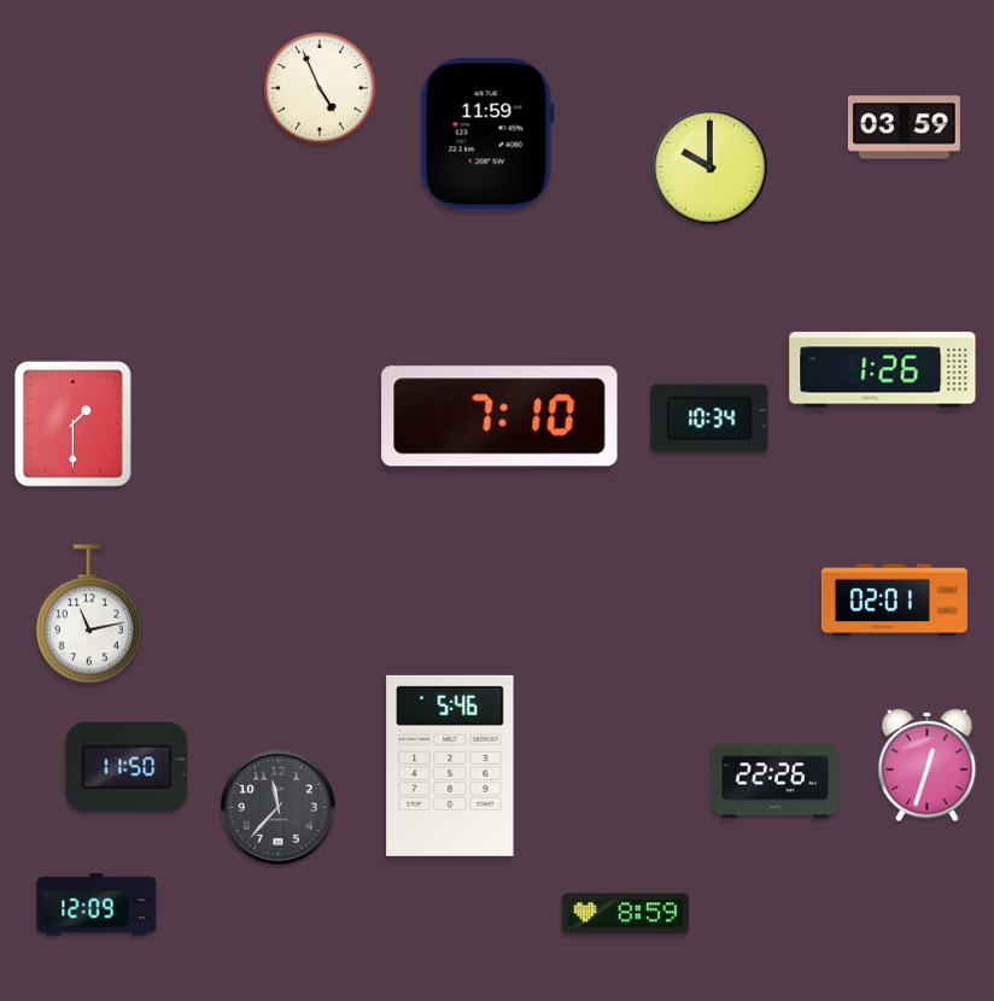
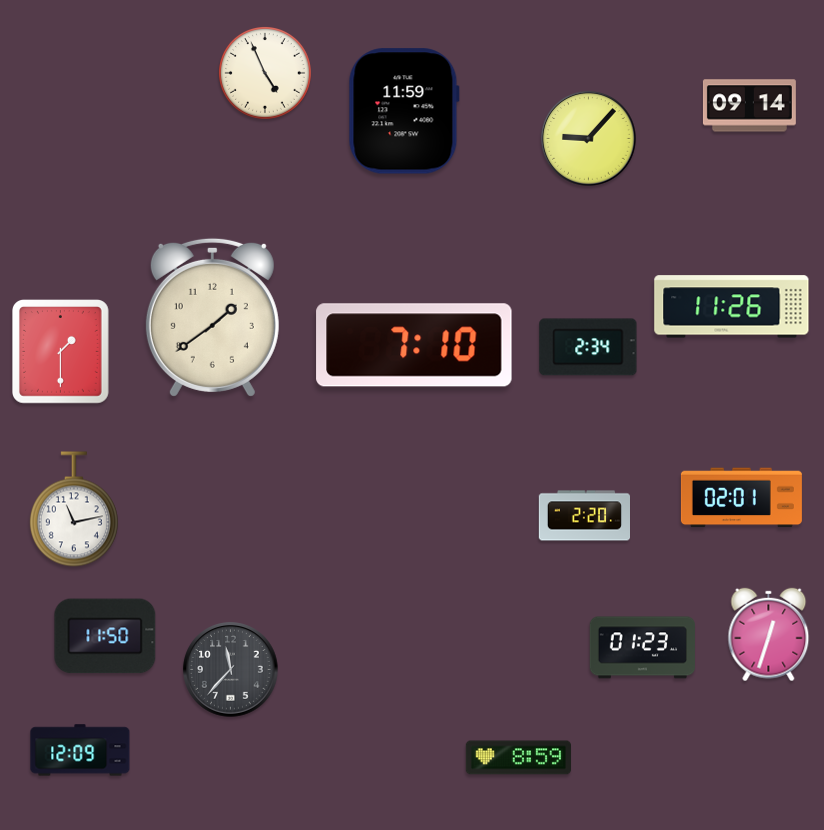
clock at (904, 128): 03:59 -> 09:14
clock at (711, 168): 10:00 -> 9:07
clock at (883, 370): 1:26 -> 11:26
clock at (212, 317): none -> 1:39
clock at (709, 418): 10:34 -> 2:34
clock at (584, 516): none -> 2:20
clock at (450, 766): 5:46 -> none
clock at (774, 782): 22:26 -> 01:23
